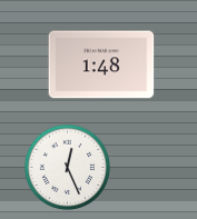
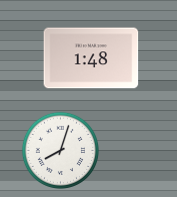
clock at (67, 167): 12:26 -> 8:03
